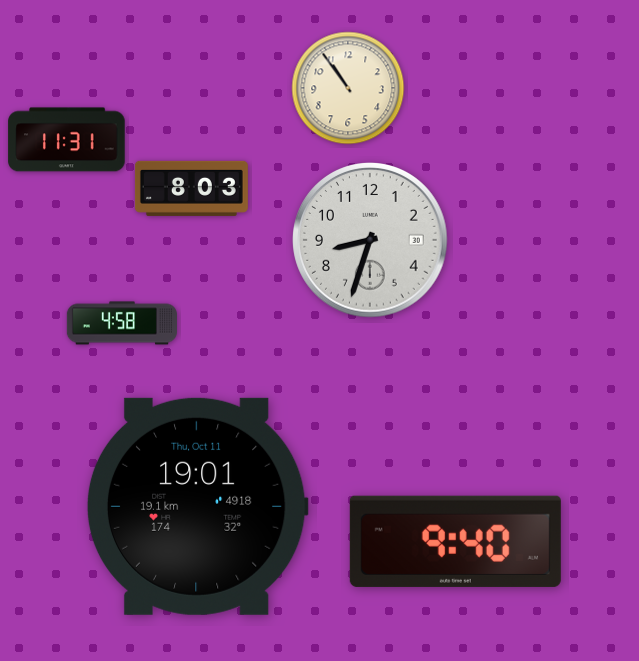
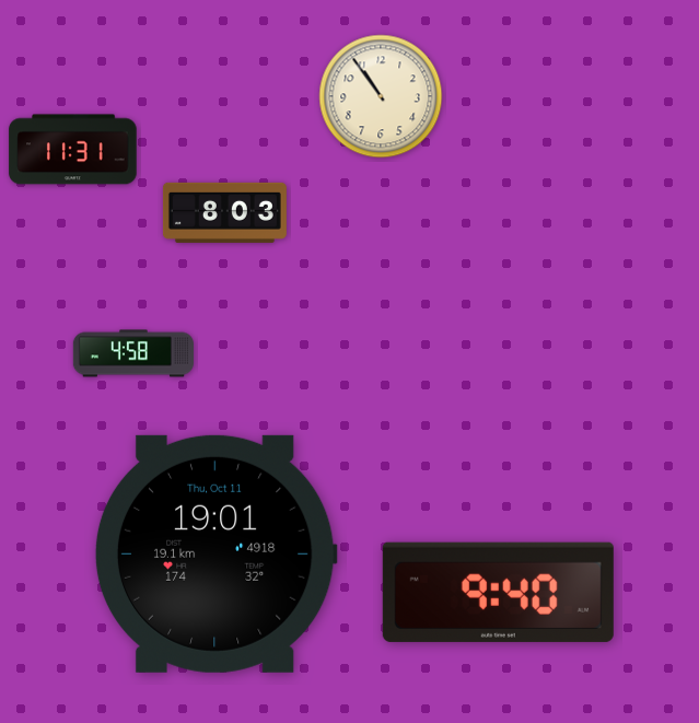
clock at (67, 140) position: (67, 140) -> (73, 150)
clock at (191, 188) position: (191, 188) -> (224, 212)
clock at (371, 241): 8:33 -> none
